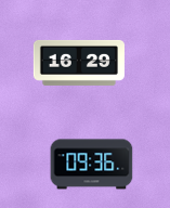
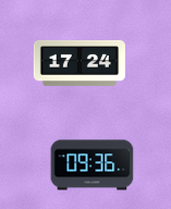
clock at (79, 63): 16:29 -> 17:24
